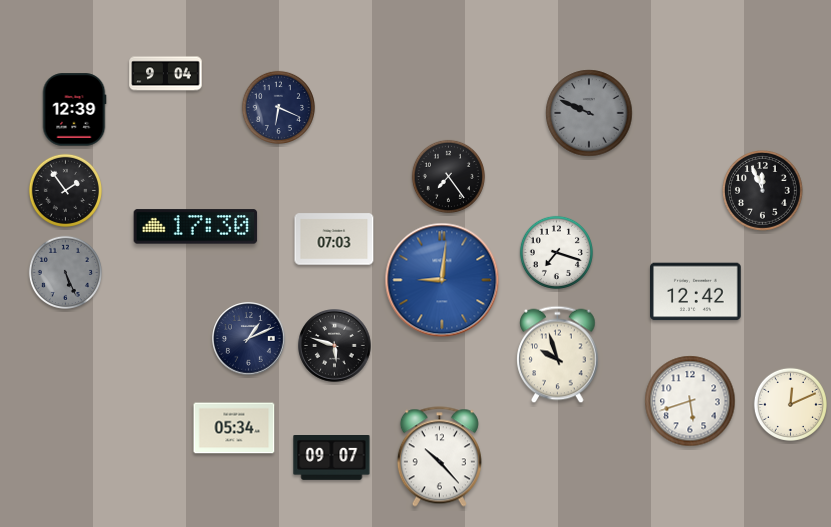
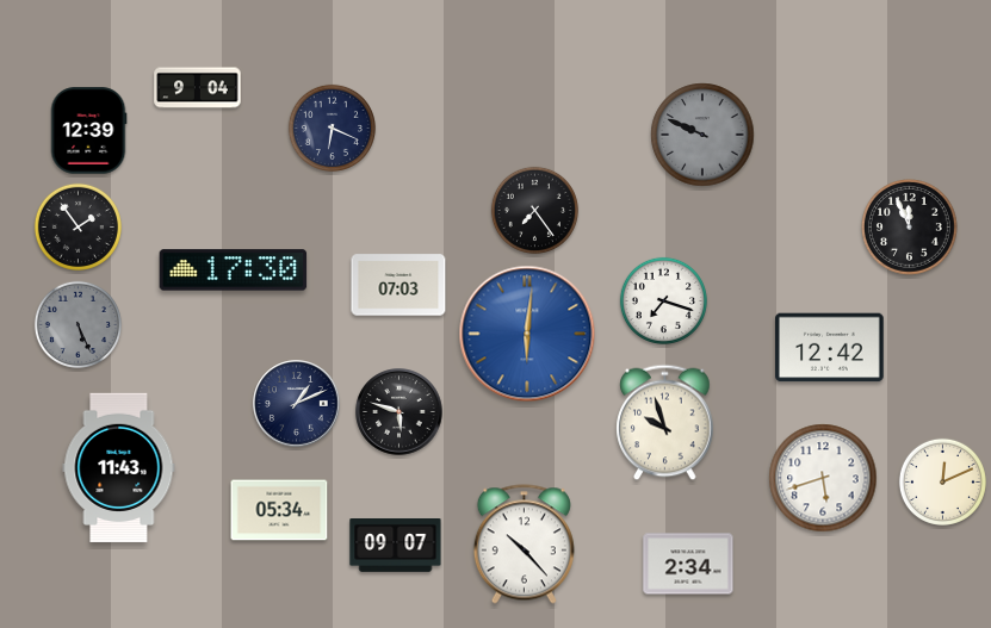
clock at (442, 280): 9:01 -> 6:01
clock at (119, 467): none -> 11:43
clock at (688, 564): none -> 2:34
